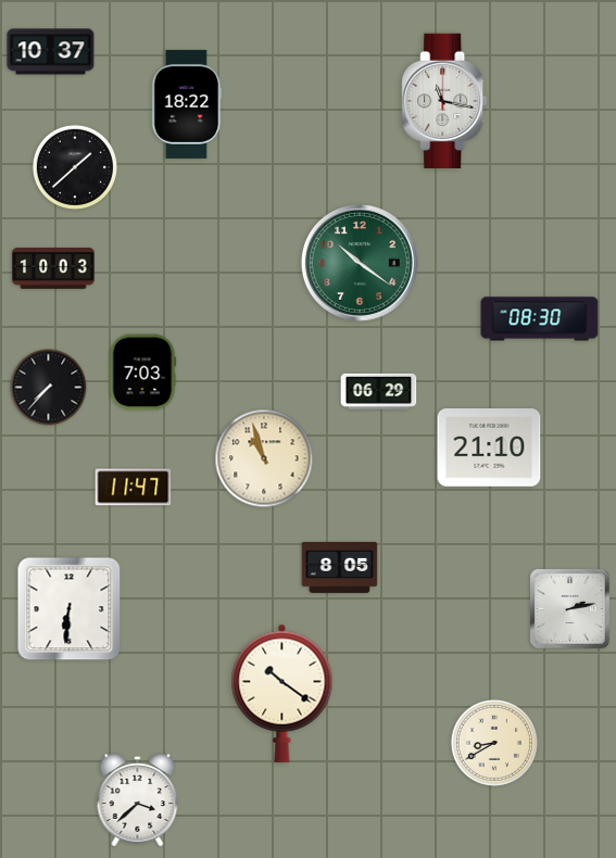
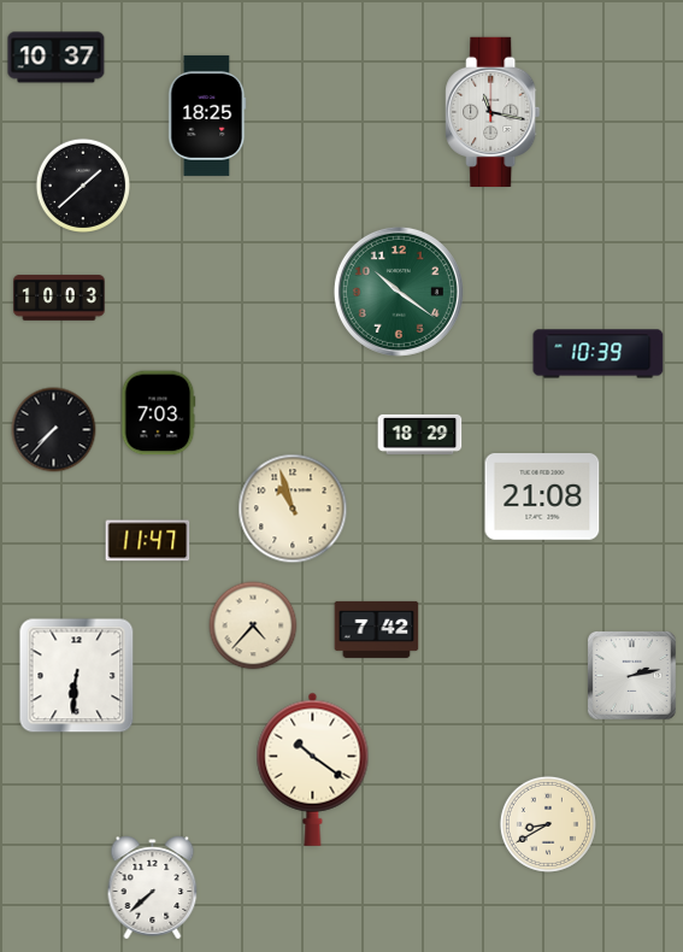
clock at (187, 104): 18:22 -> 18:25
clock at (540, 319): 08:30 -> 10:39
clock at (379, 391): 06:29 -> 18:29
clock at (489, 449): 21:10 -> 21:08
clock at (253, 625): none -> 4:37
clock at (340, 567): 8:05 -> 7:42
clock at (138, 800): 3:38 -> 7:38
